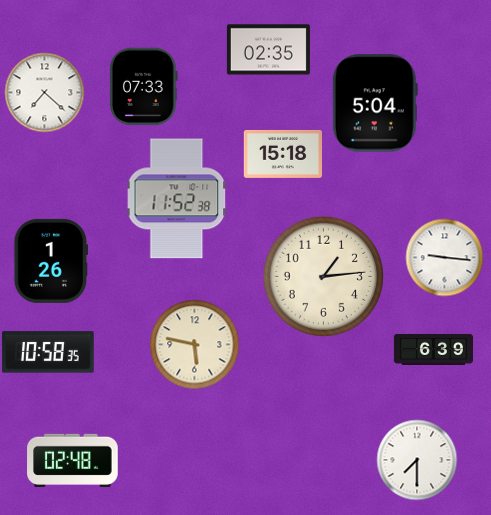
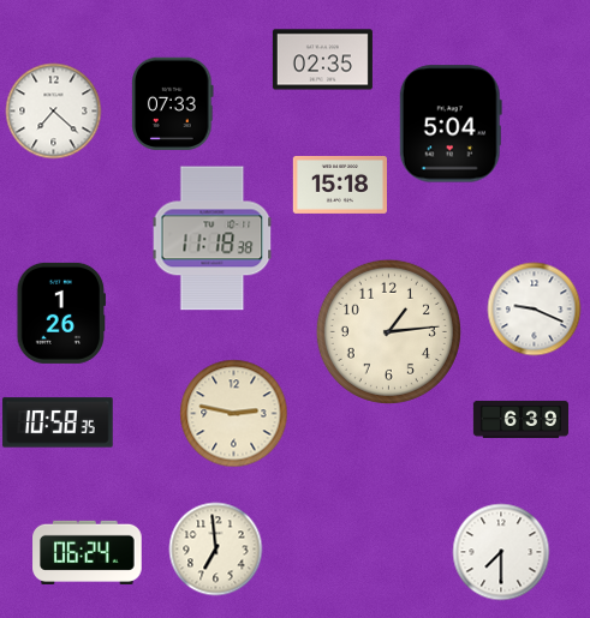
clock at (177, 199): 11:52 -> 11:18
clock at (444, 257): 9:16 -> 9:19
clock at (194, 344): 5:47 -> 2:47
clock at (215, 548): none -> 6:59
clock at (73, 460): 02:48 -> 06:24
